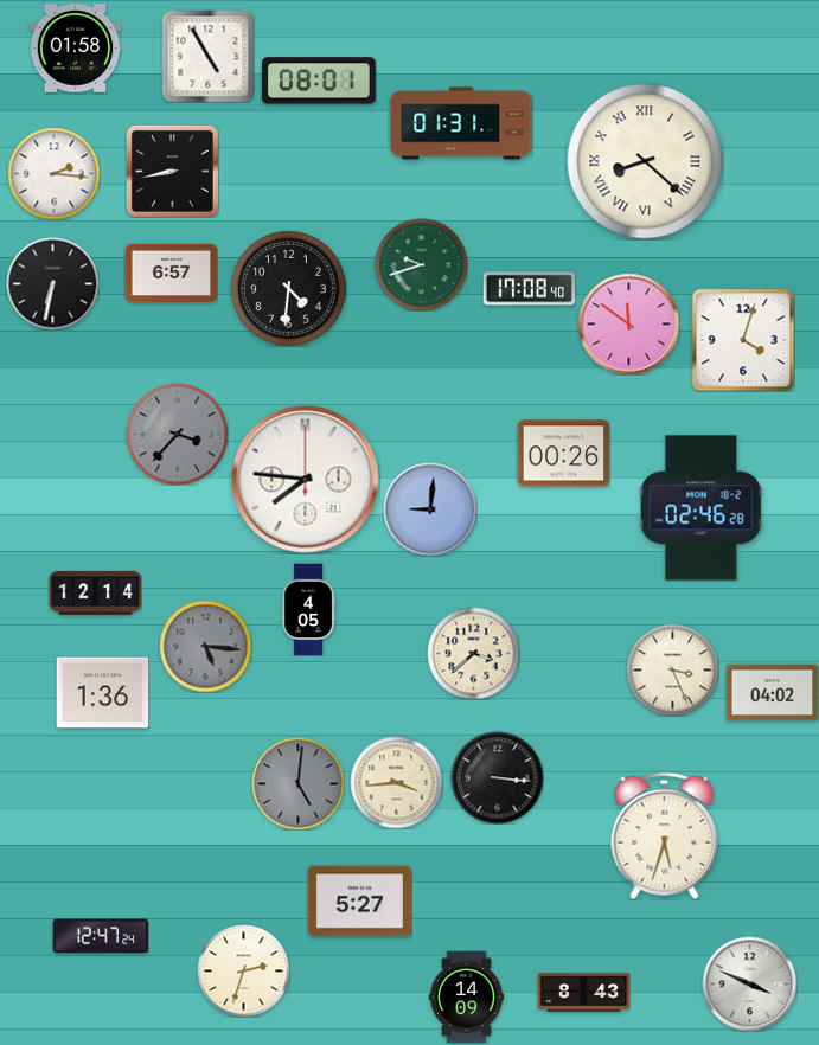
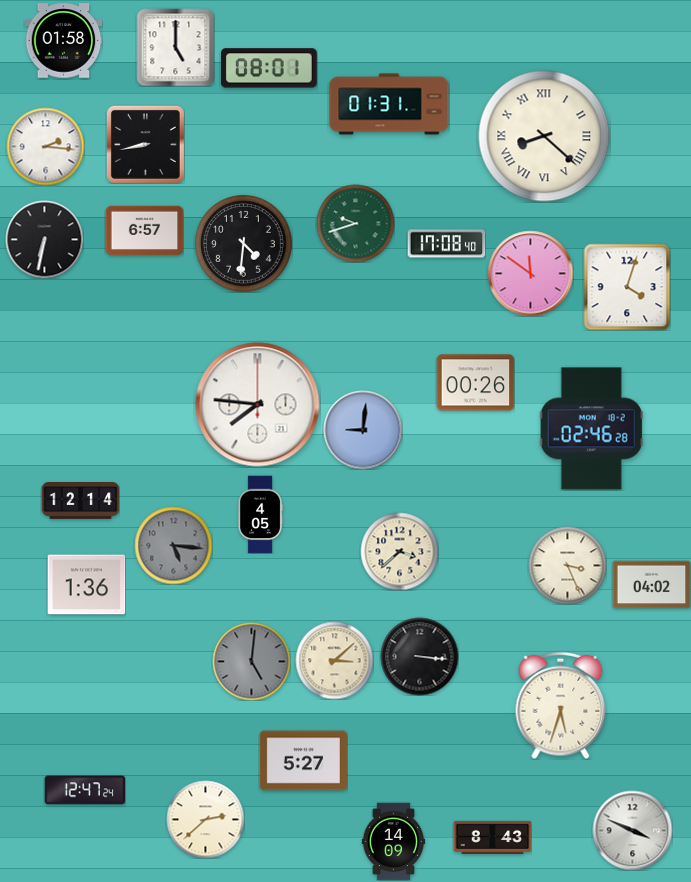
clock at (207, 56): 4:55 -> 5:00
clock at (177, 434): 3:37 -> none
clock at (396, 782): 3:44 -> 3:08
clock at (243, 970): 2:33 -> 2:38
